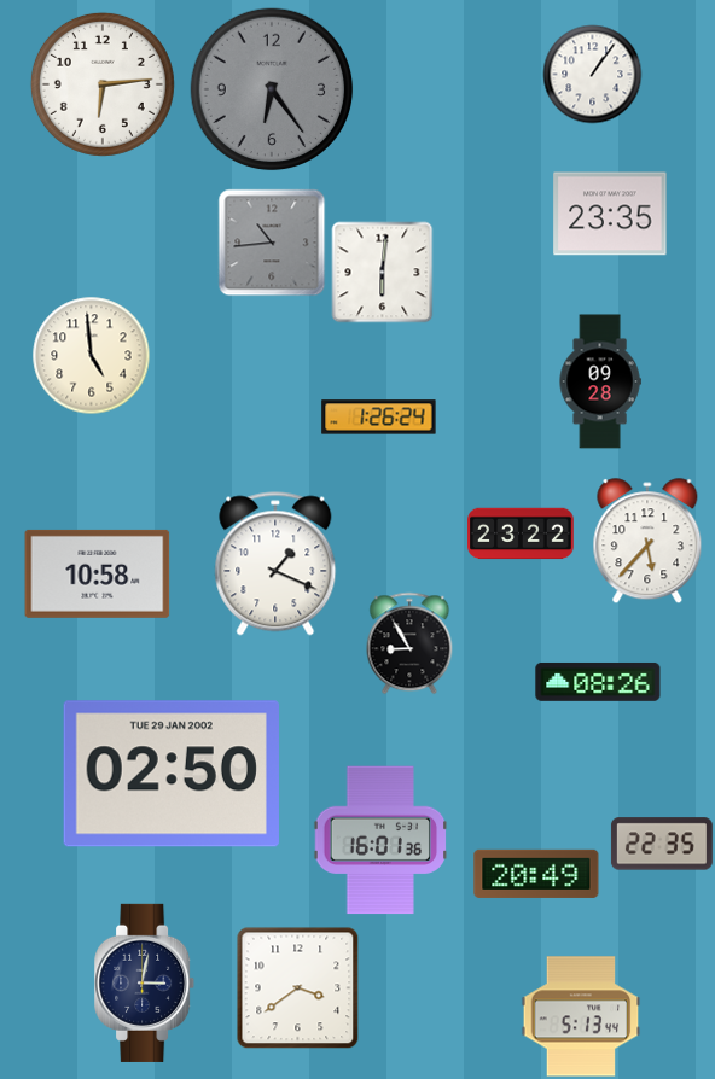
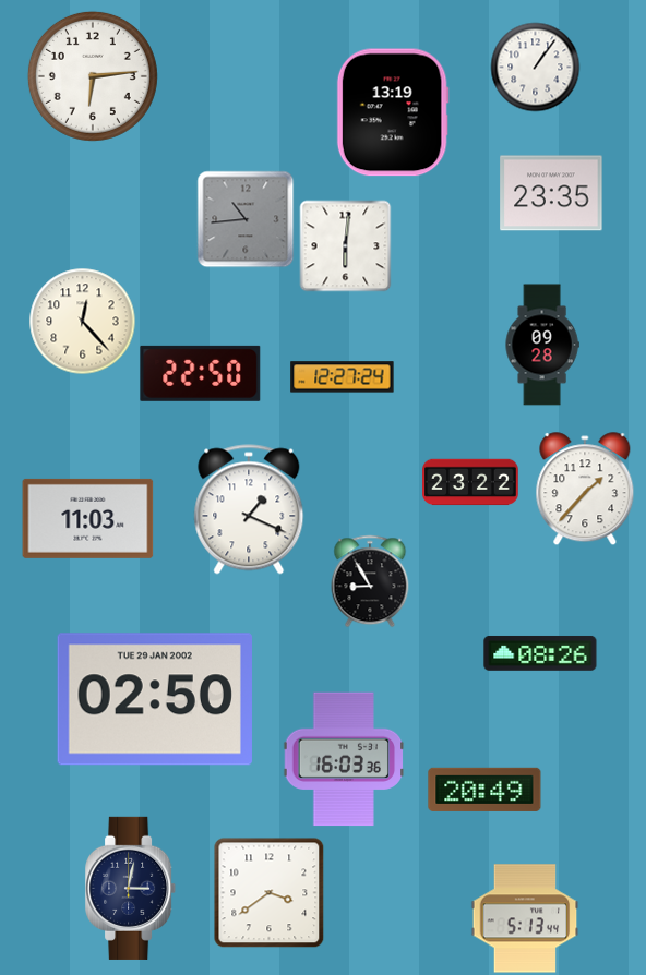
clock at (272, 89): 6:24 -> none
clock at (393, 112): none -> 13:19
clock at (91, 355): 4:59 -> 12:23
clock at (201, 373): none -> 22:50
clock at (379, 418): 1:26 -> 12:27
clock at (647, 541): 5:37 -> 1:37
clock at (98, 573): 10:58 -> 11:03
clock at (598, 682) position: (598, 682) -> (540, 653)
clock at (380, 840): 16:01 -> 16:03
clock at (662, 844): 22:35 -> none
